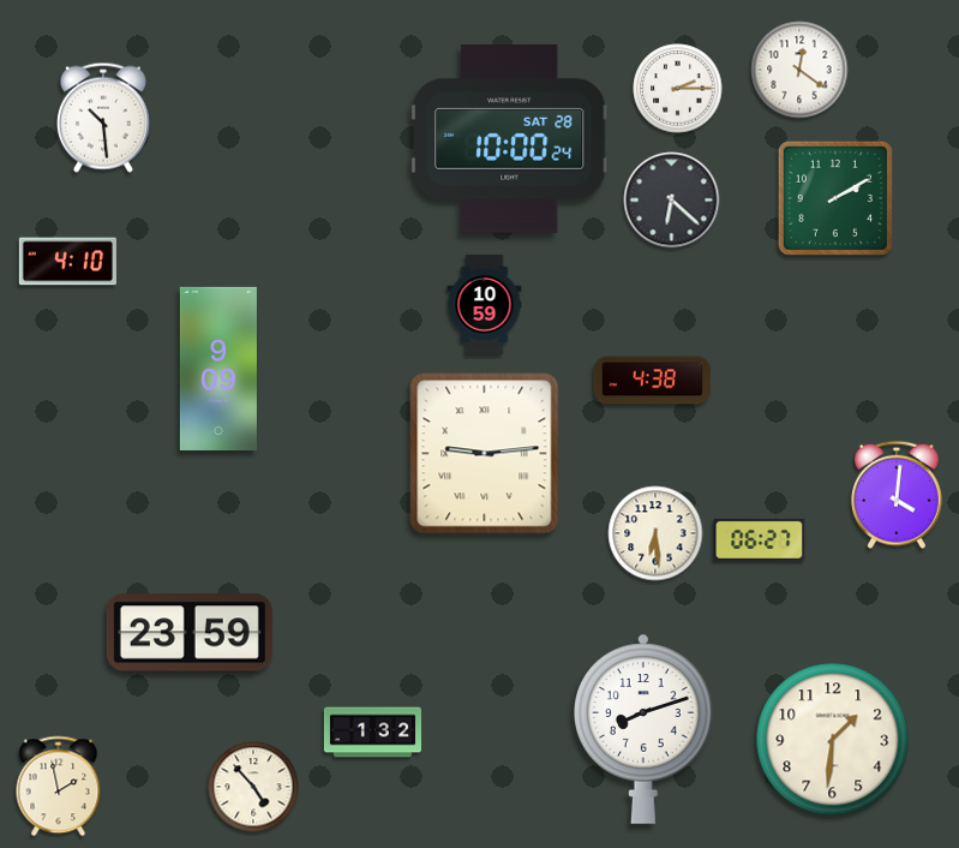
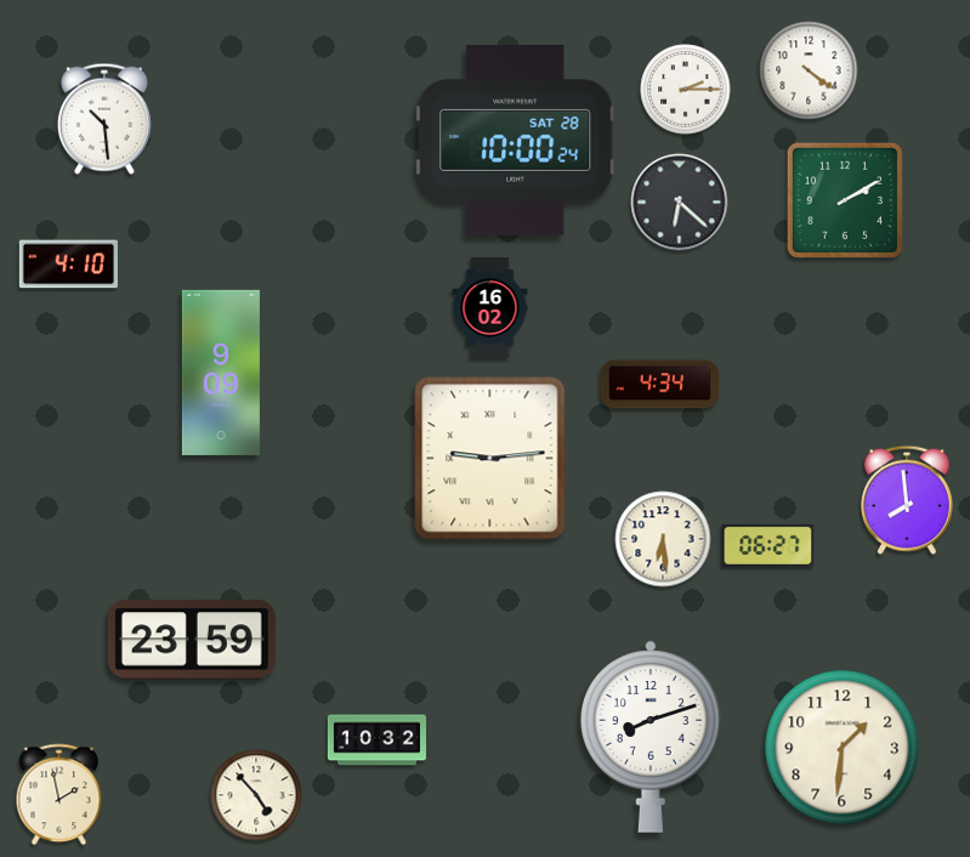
clock at (799, 70): 12:21 -> 4:21
clock at (485, 304): 10:59 -> 16:02
clock at (653, 381): 4:38 -> 4:34
clock at (898, 495): 4:01 -> 7:59
clock at (372, 733): 1:32 -> 10:32
